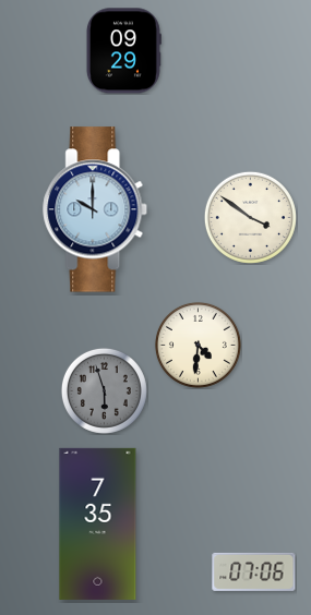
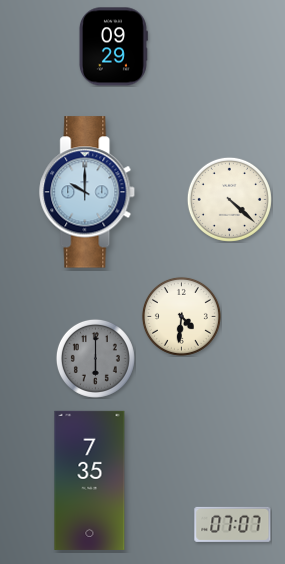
clock at (250, 217): 3:51 -> 4:22
clock at (104, 390): 5:57 -> 6:00
clock at (254, 571): 07:06 -> 07:07
